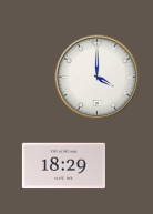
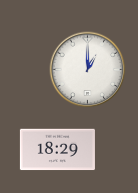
clock at (98, 78): 4:00 -> 1:00
